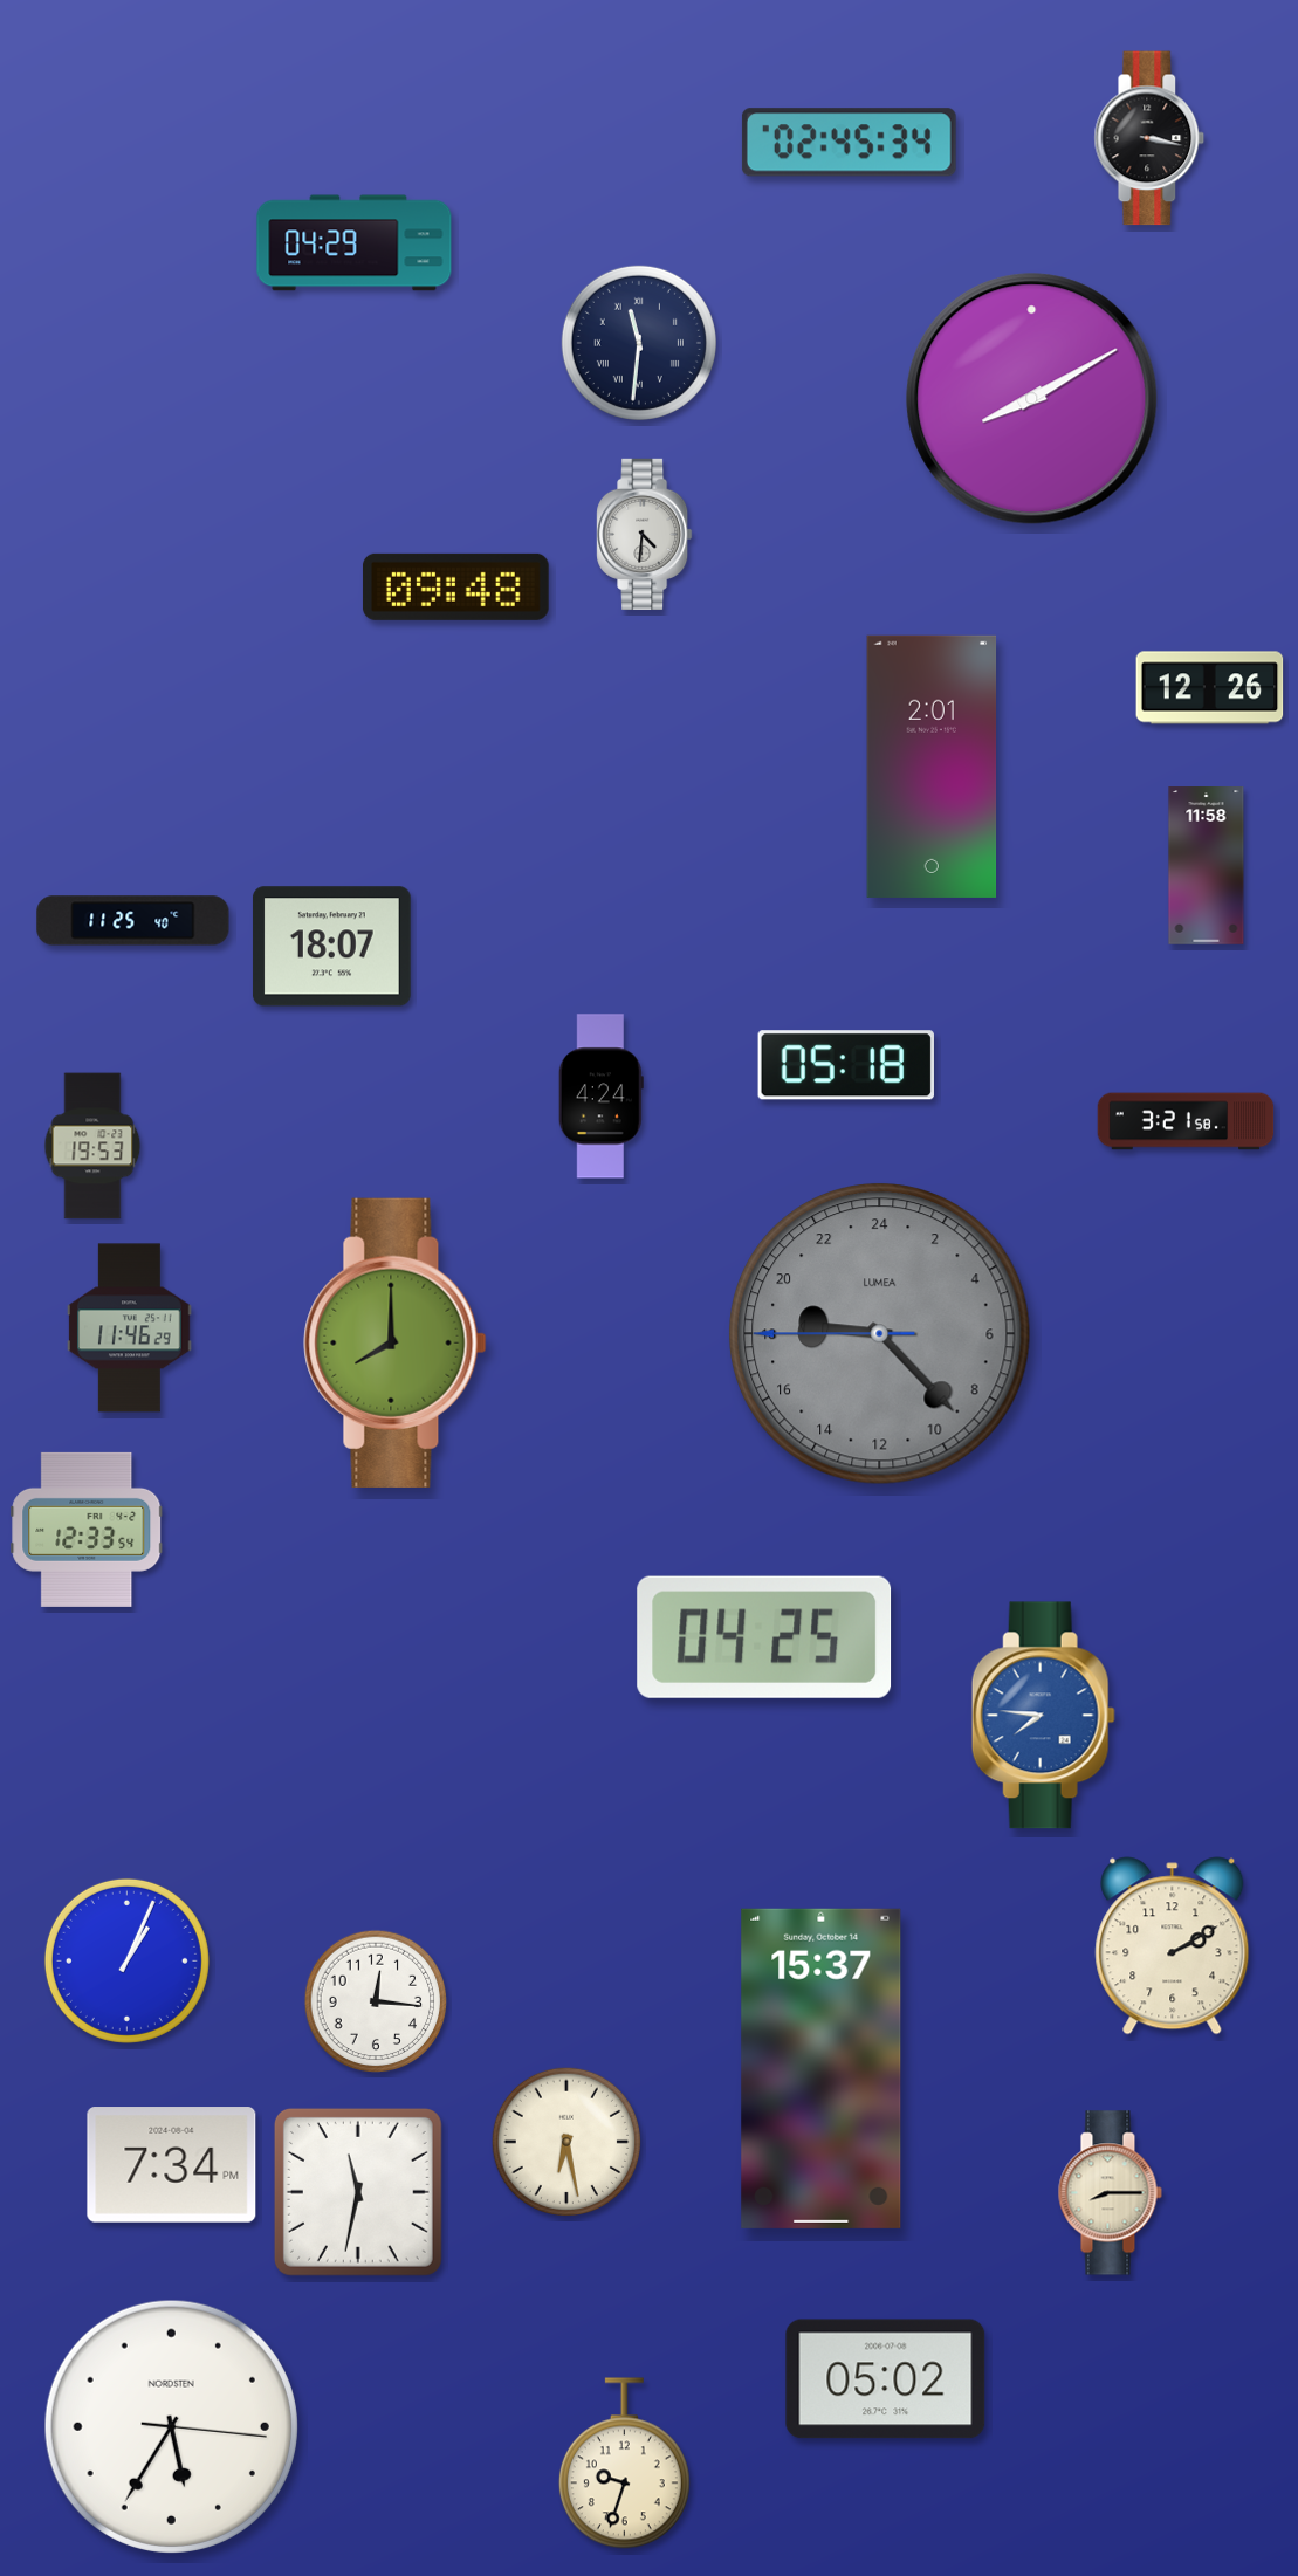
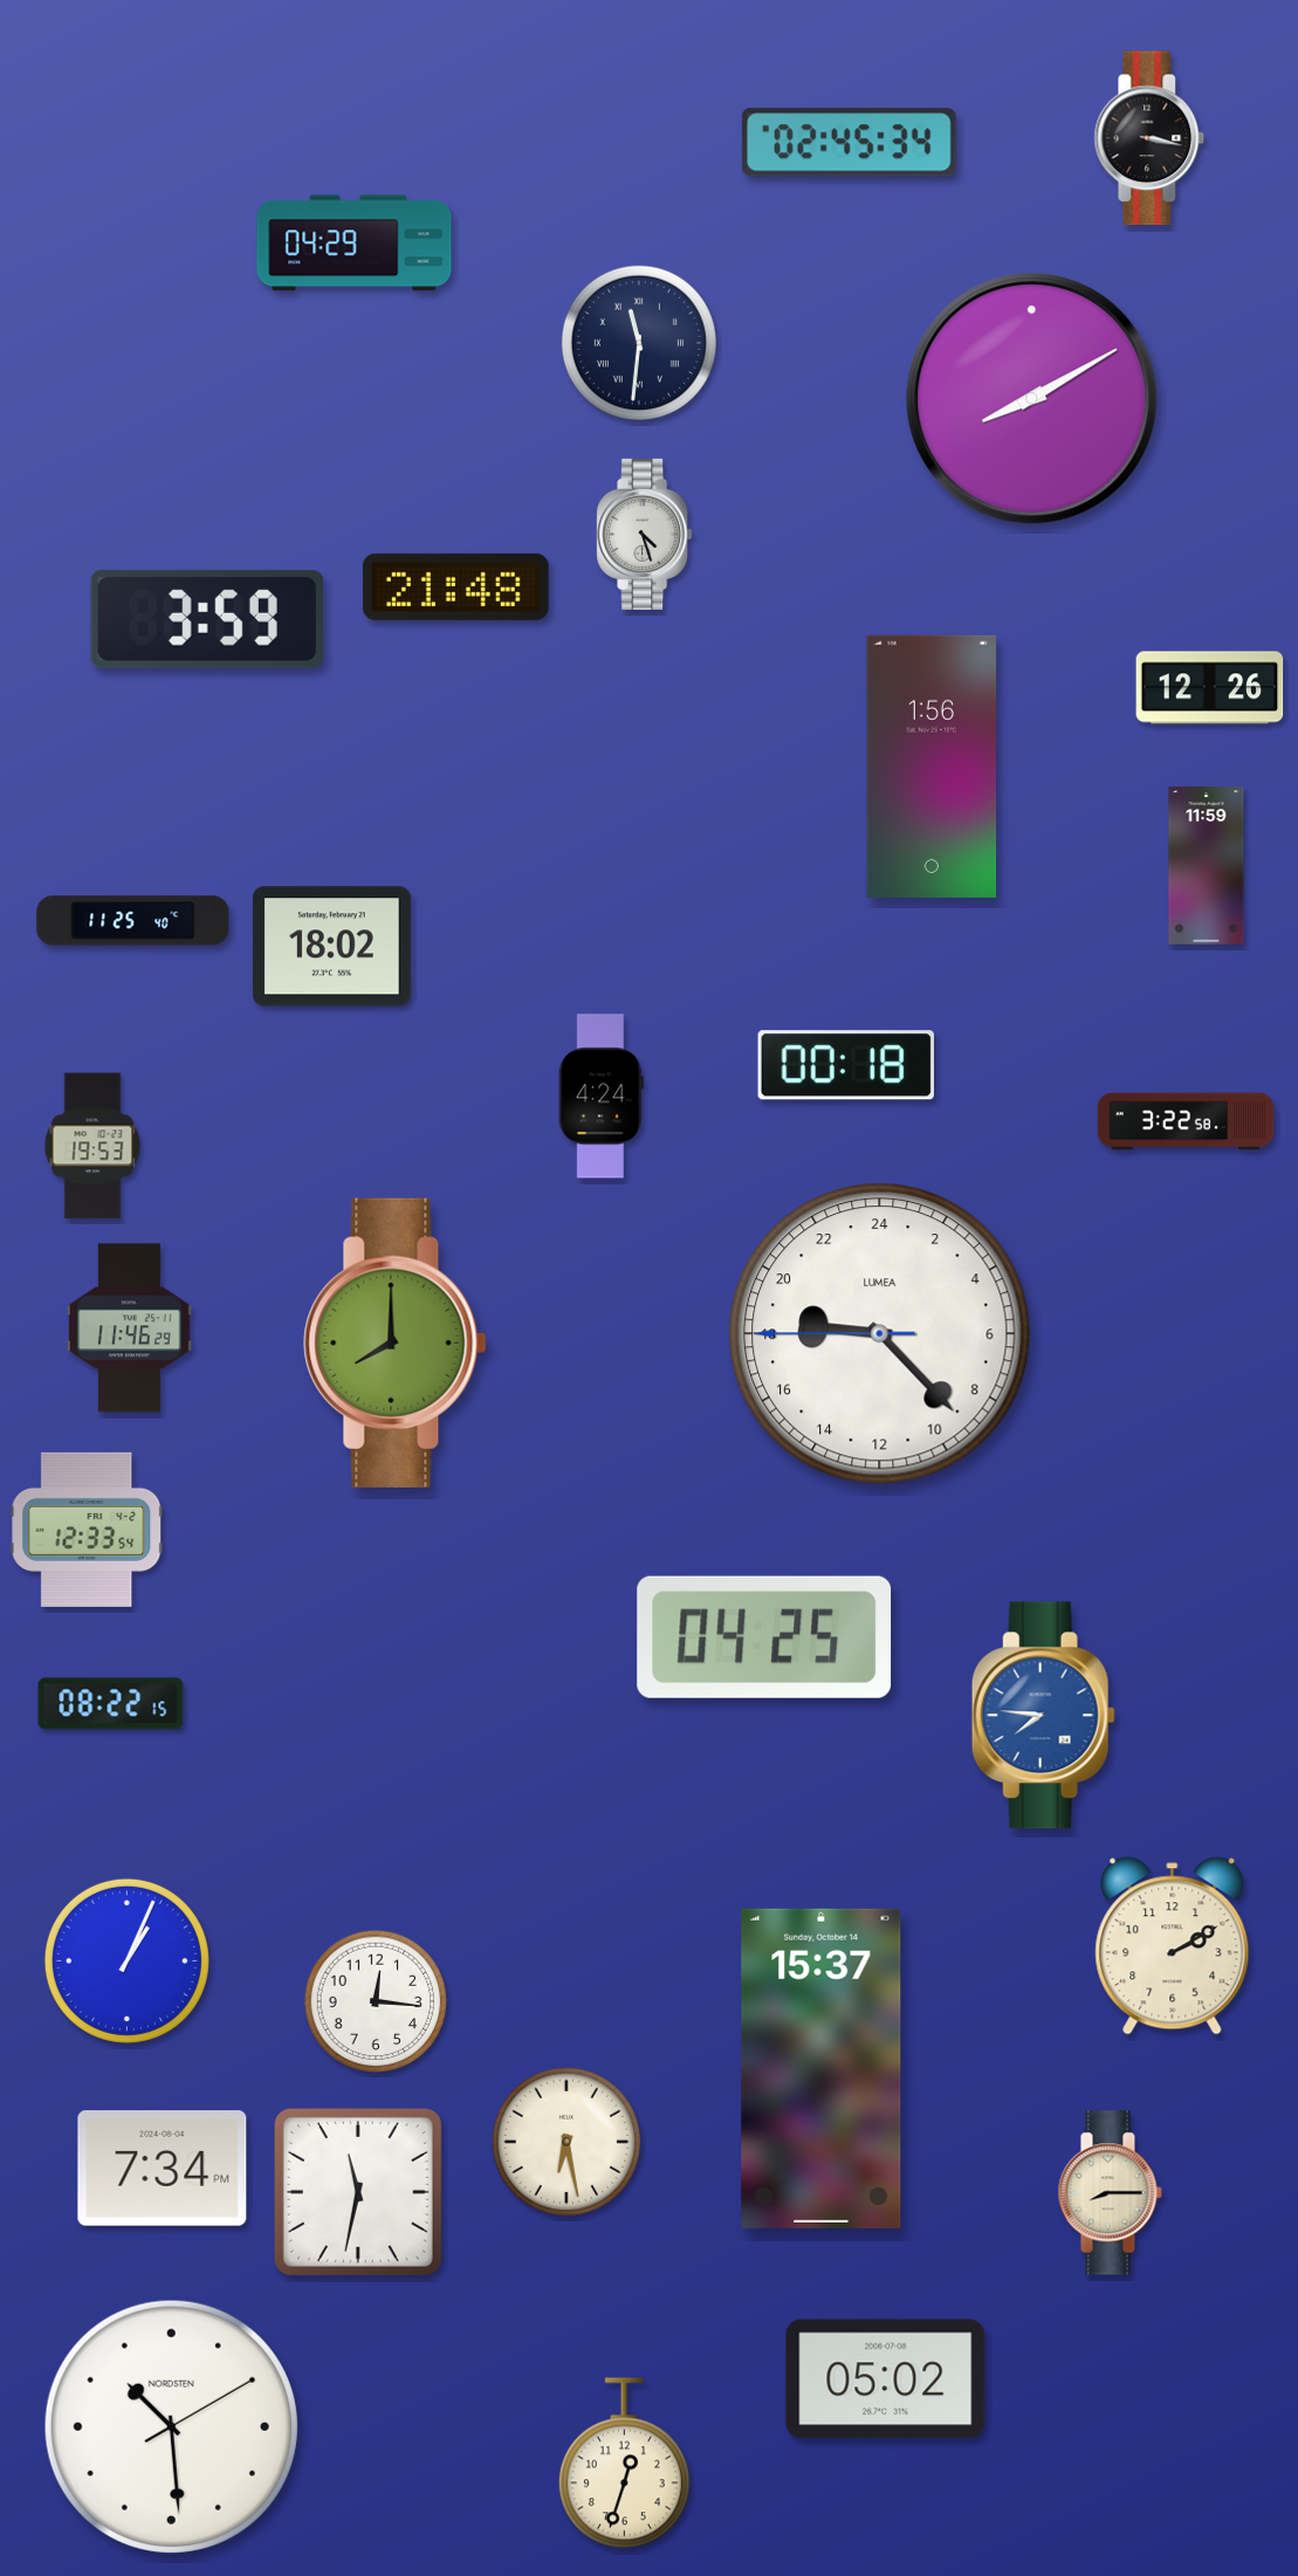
clock at (645, 534): 4:31 -> 4:27
clock at (455, 586): 09:48 -> 21:48
clock at (207, 619): none -> 3:59
clock at (932, 767): 2:01 -> 1:56
clock at (1207, 866): 11:58 -> 11:59
clock at (331, 947): 18:07 -> 18:02
clock at (846, 1065): 05:18 -> 00:18
clock at (1186, 1121): 3:21 -> 3:22
clock at (880, 1334) dial: grey -> white
clock at (111, 1704): none -> 08:22
clock at (172, 2165) position: (172, 2165) -> (163, 2169)
clock at (171, 2426): 5:35 -> 10:29
clock at (624, 2464): 9:33 -> 12:33
